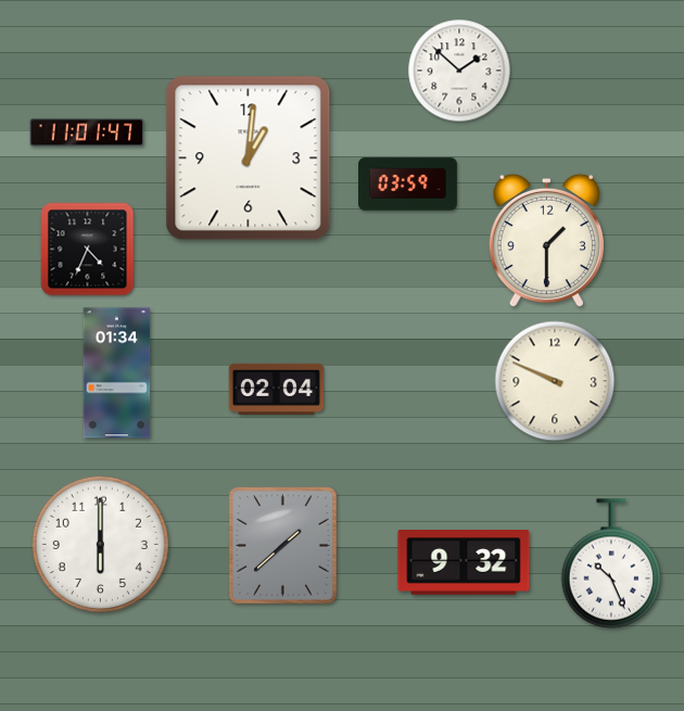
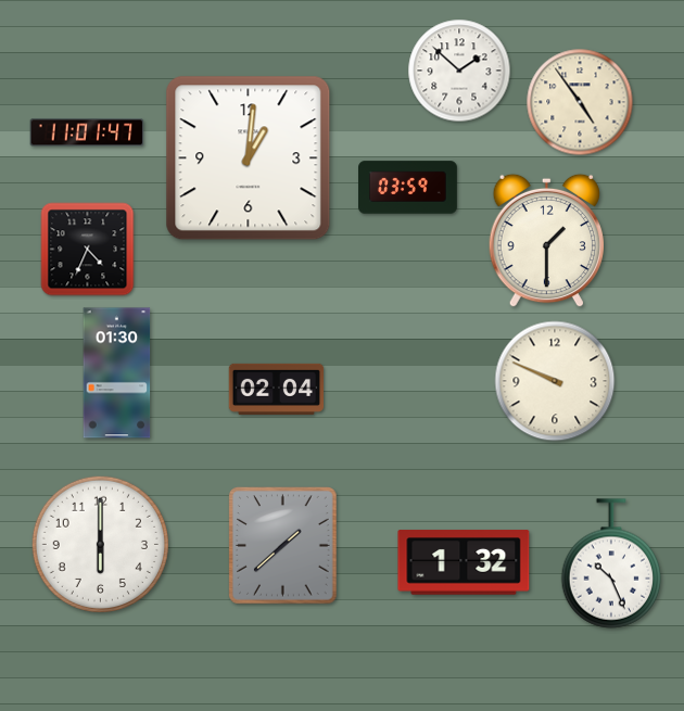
clock at (580, 102): none -> 4:54
clock at (408, 185) position: (408, 185) -> (408, 188)
clock at (117, 373): 01:34 -> 01:30
clock at (464, 562): 9:32 -> 1:32
